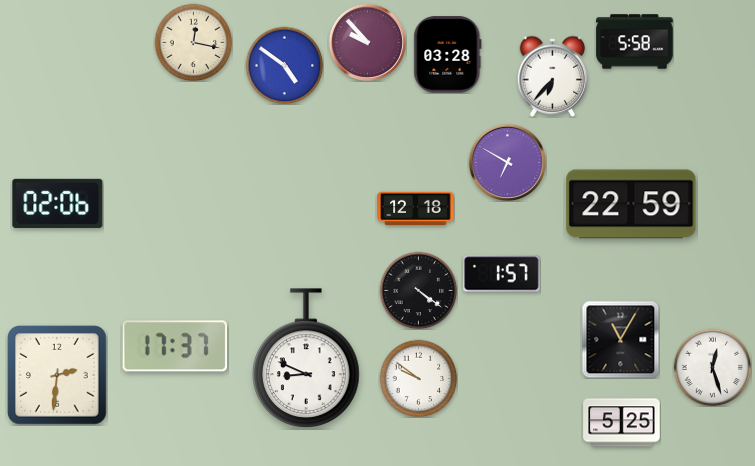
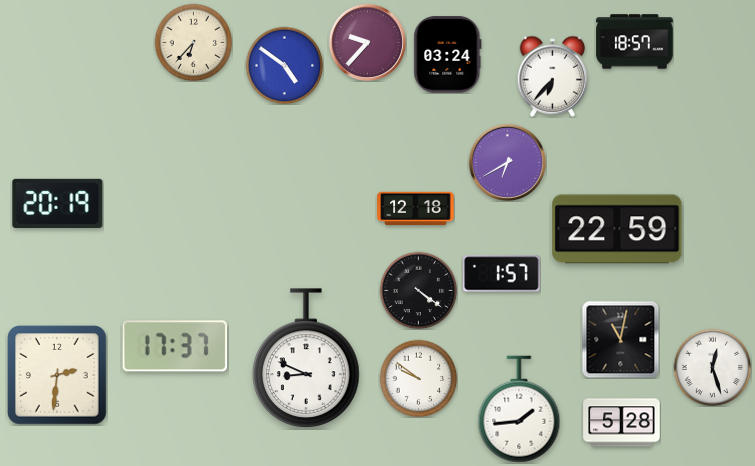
clock at (193, 42): 12:17 -> 6:37
clock at (367, 42): 9:53 -> 9:37
clock at (635, 42): 5:58 -> 18:57
clock at (448, 55): 03:28 -> 03:24
clock at (507, 162): 6:50 -> 6:40
clock at (58, 203): 02:06 -> 20:19
clock at (631, 204) position: (631, 204) -> (617, 229)
clock at (620, 339): 11:05 -> 11:02
clock at (519, 409): none -> 1:44
clock at (622, 423): 5:25 -> 5:28
